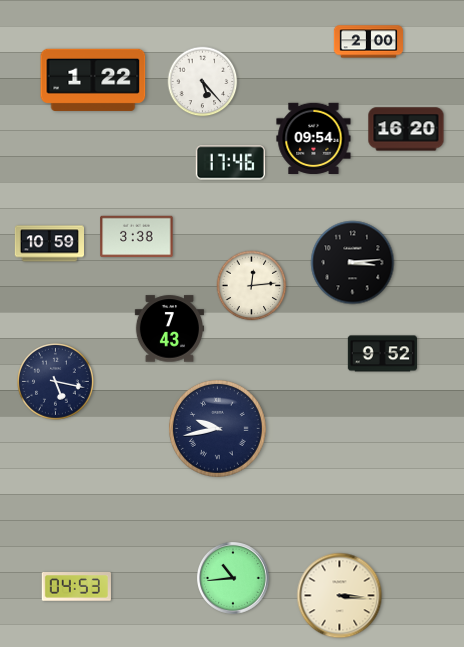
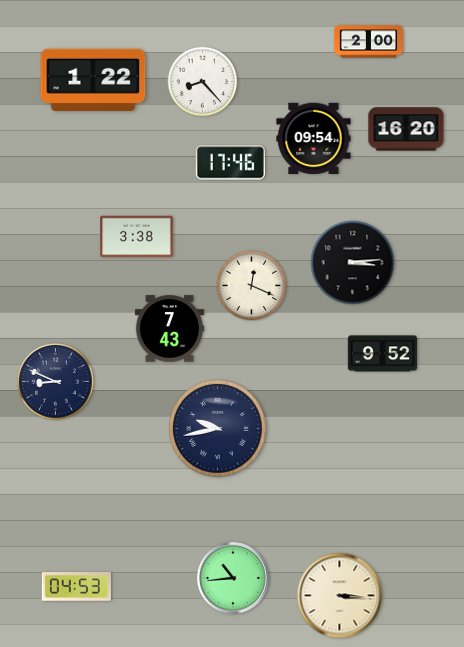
clock at (203, 82): 5:23 -> 8:23
clock at (49, 244): 10:59 -> none
clock at (252, 286): 12:14 -> 12:19
clock at (56, 382): 5:17 -> 8:49
